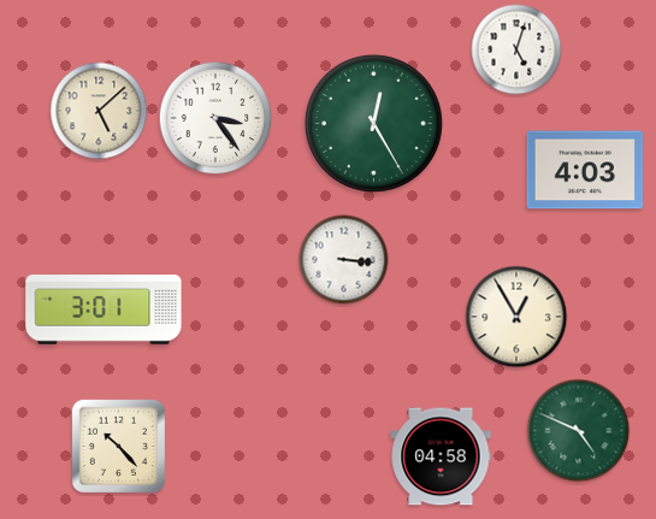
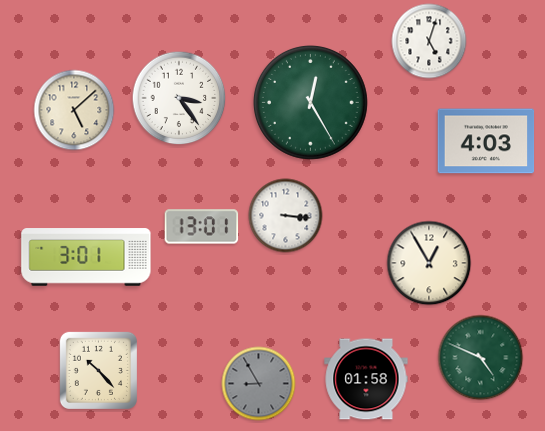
clock at (99, 111) position: (99, 111) -> (74, 110)
clock at (202, 227): none -> 13:01
clock at (441, 456): 04:58 -> 01:58
clock at (259, 384): none -> 8:55
